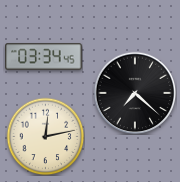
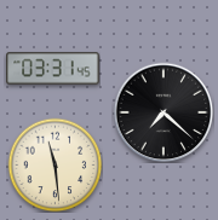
clock at (44, 57): 03:34 -> 03:31
clock at (45, 136): 12:13 -> 11:29
